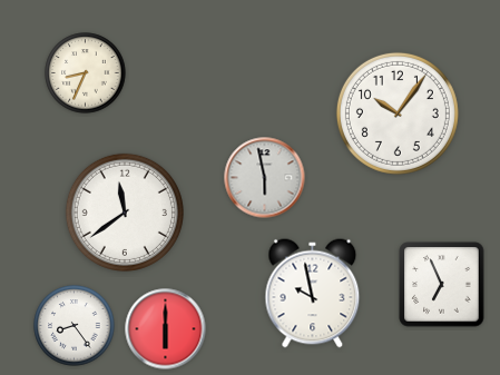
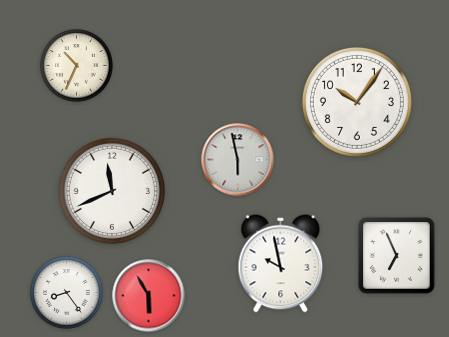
clock at (86, 73): 8:34 -> 10:34
clock at (125, 213): 11:39 -> 11:41
clock at (166, 329): 6:00 -> 5:55
